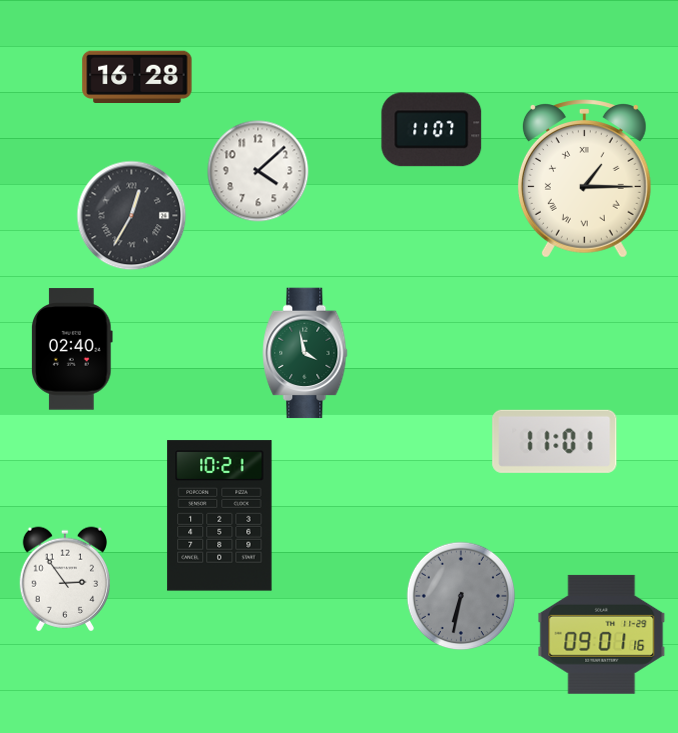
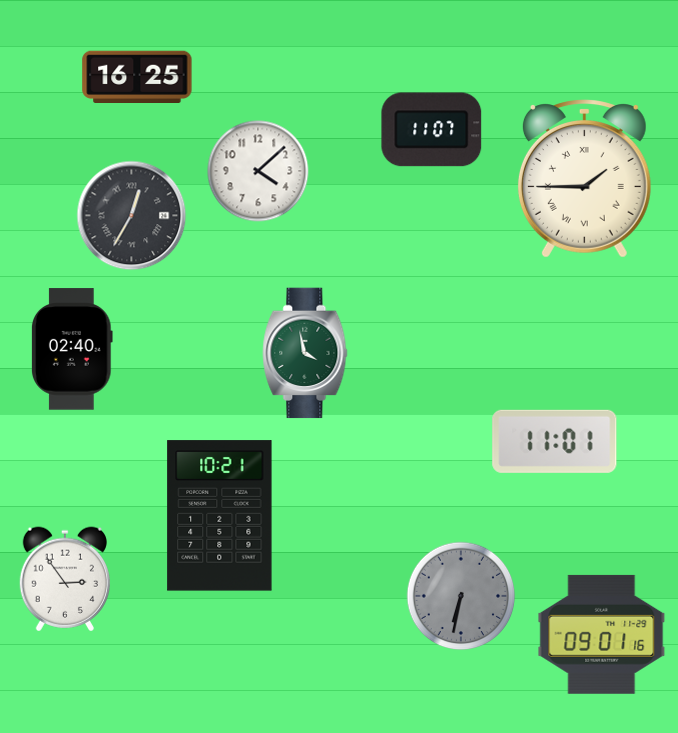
clock at (137, 76): 16:28 -> 16:25
clock at (584, 179): 1:15 -> 1:45
